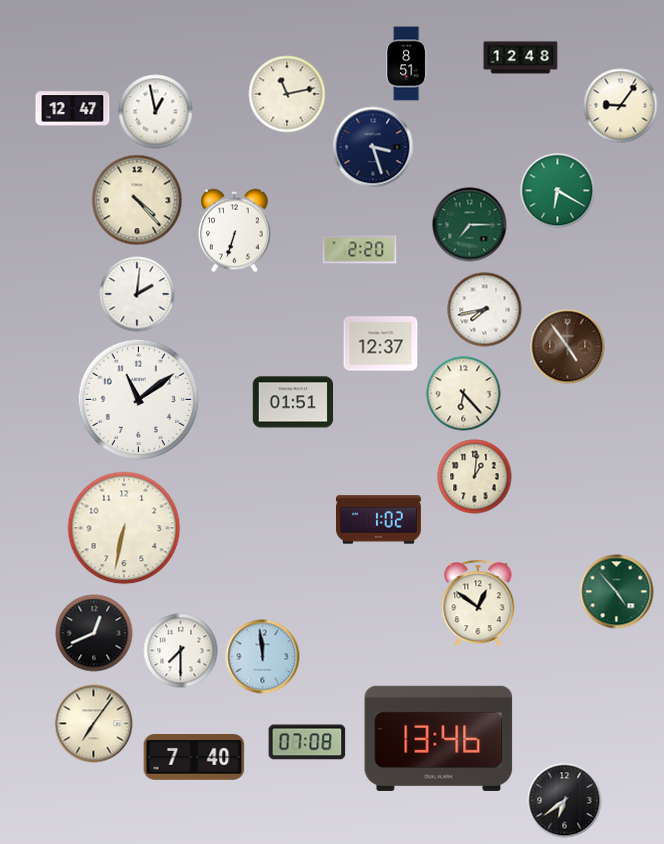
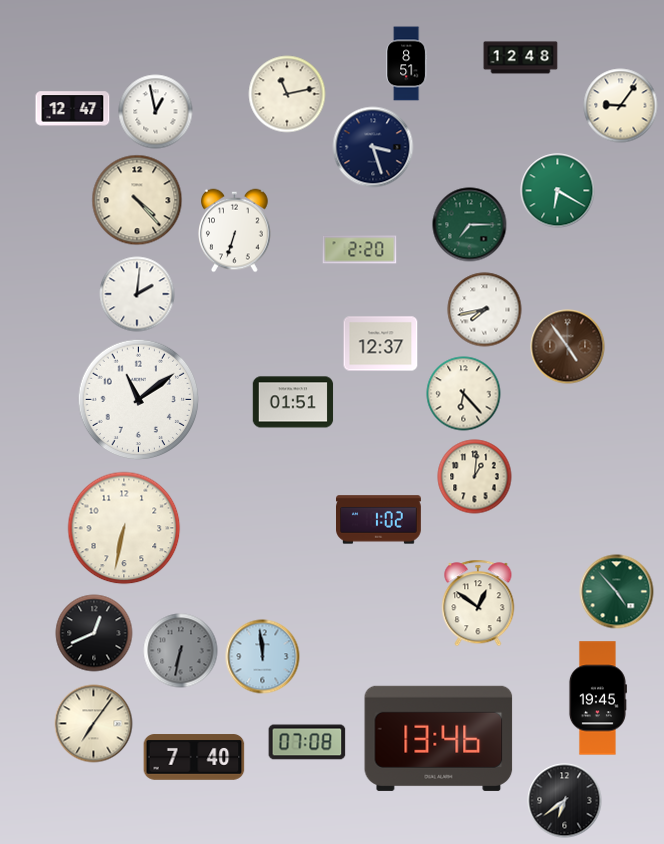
clock at (181, 651): 7:30 -> 6:32
clock at (181, 651) dial: white -> grey
clock at (597, 698): none -> 19:45
